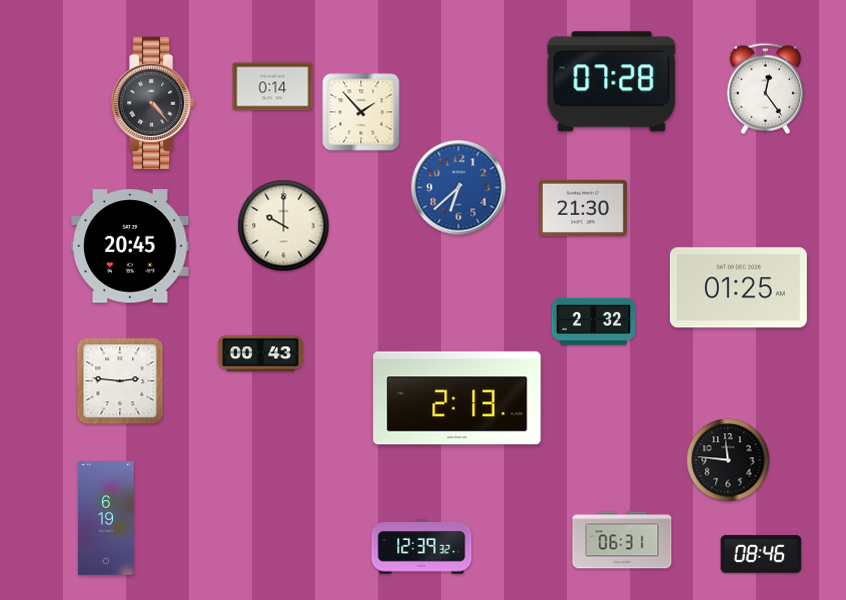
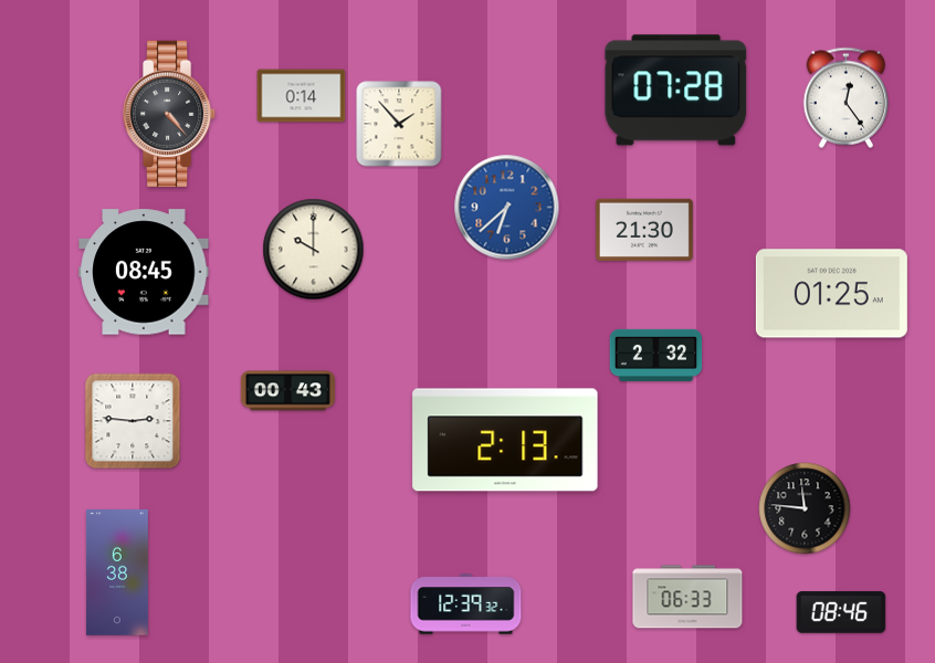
clock at (130, 246): 20:45 -> 08:45
clock at (738, 288) position: (738, 288) -> (831, 294)
clock at (106, 519): 6:19 -> 6:38
clock at (622, 540): 06:31 -> 06:33
